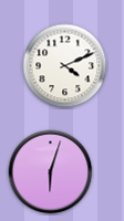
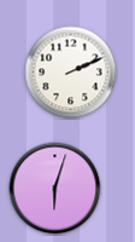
clock at (65, 66): 4:11 -> 2:11
